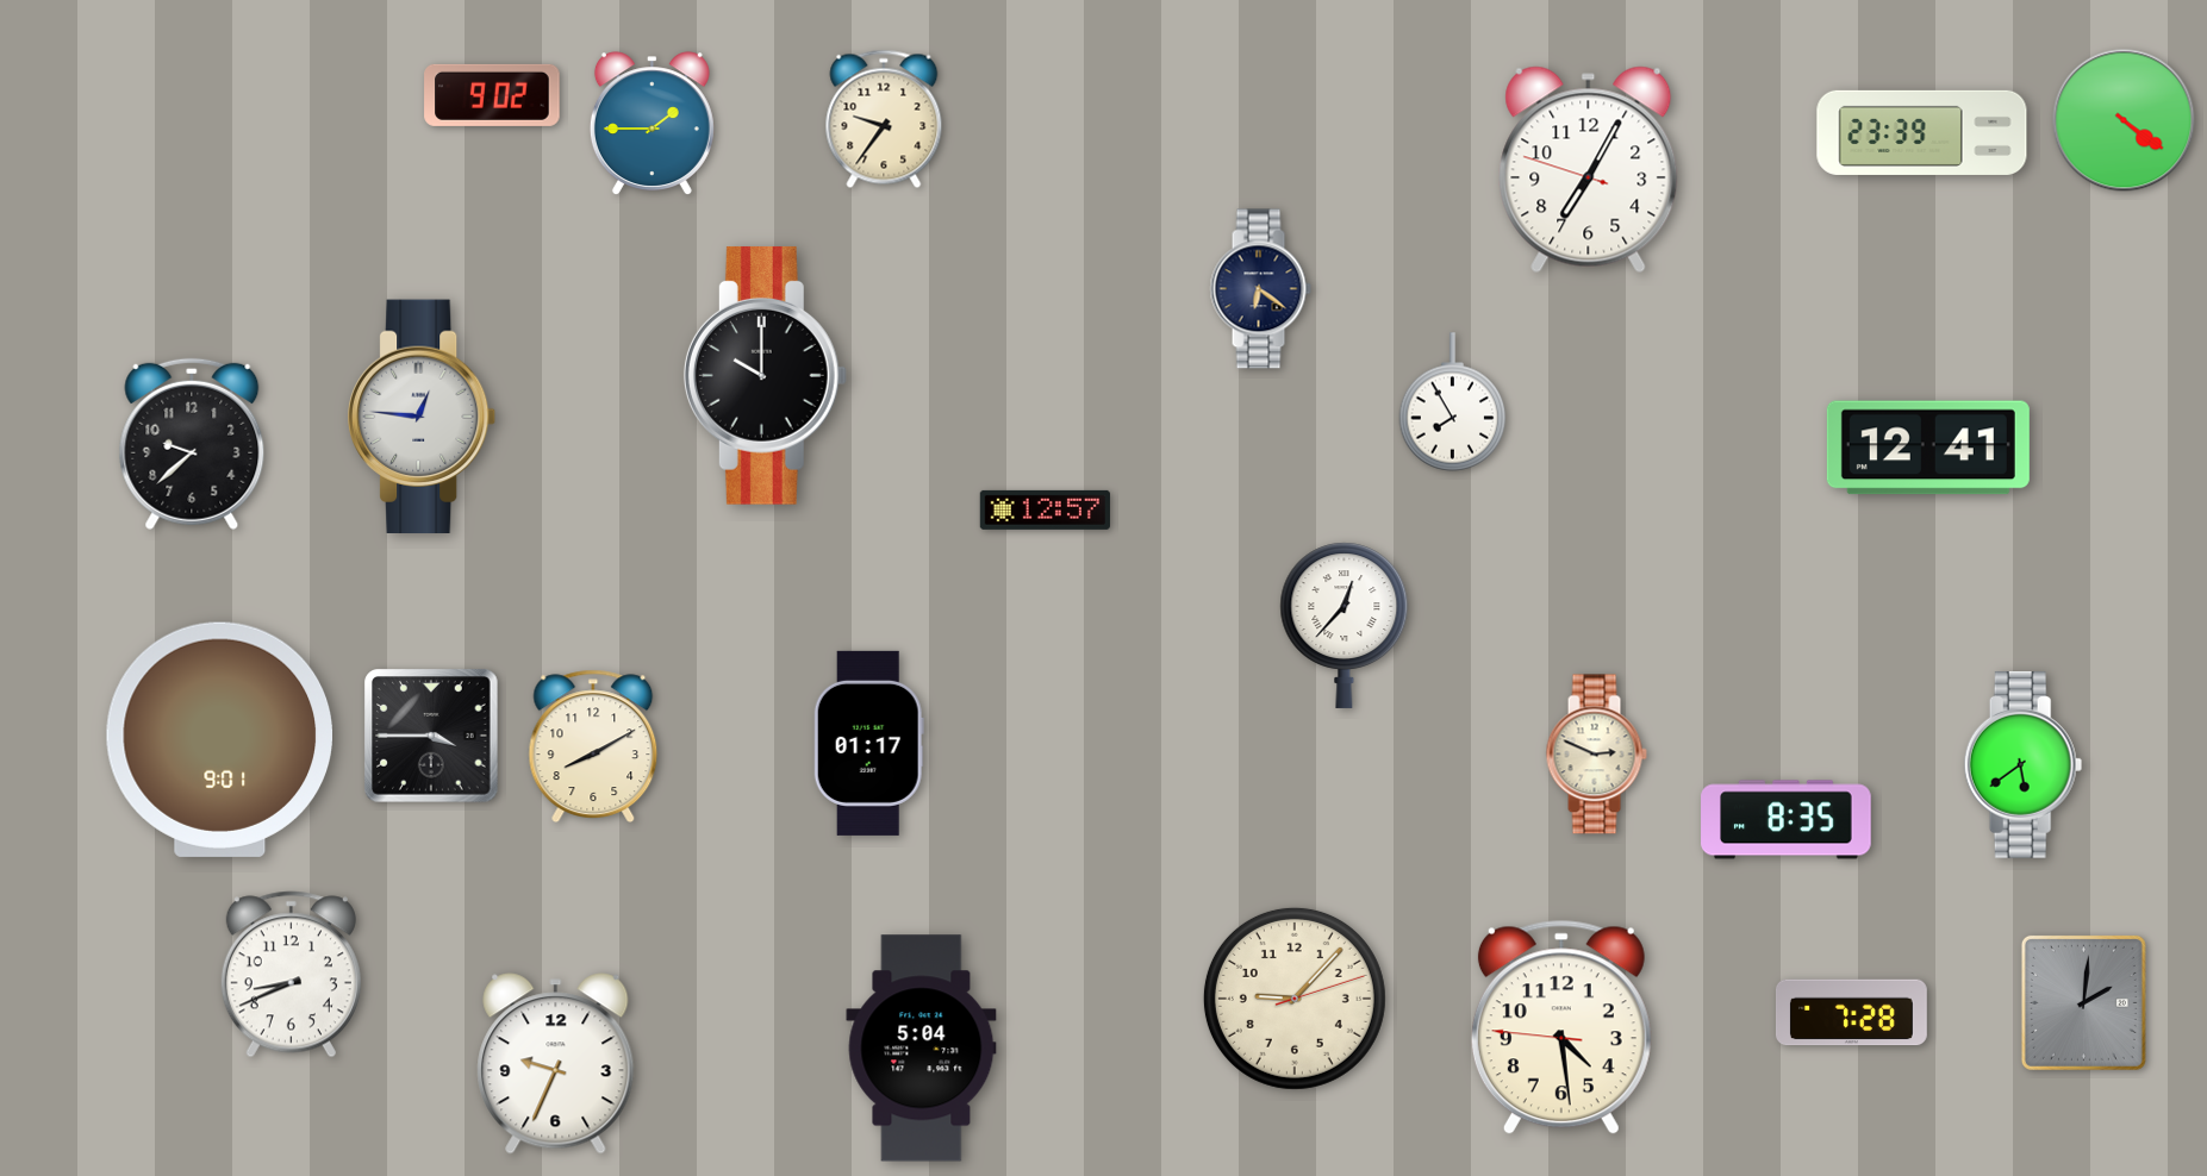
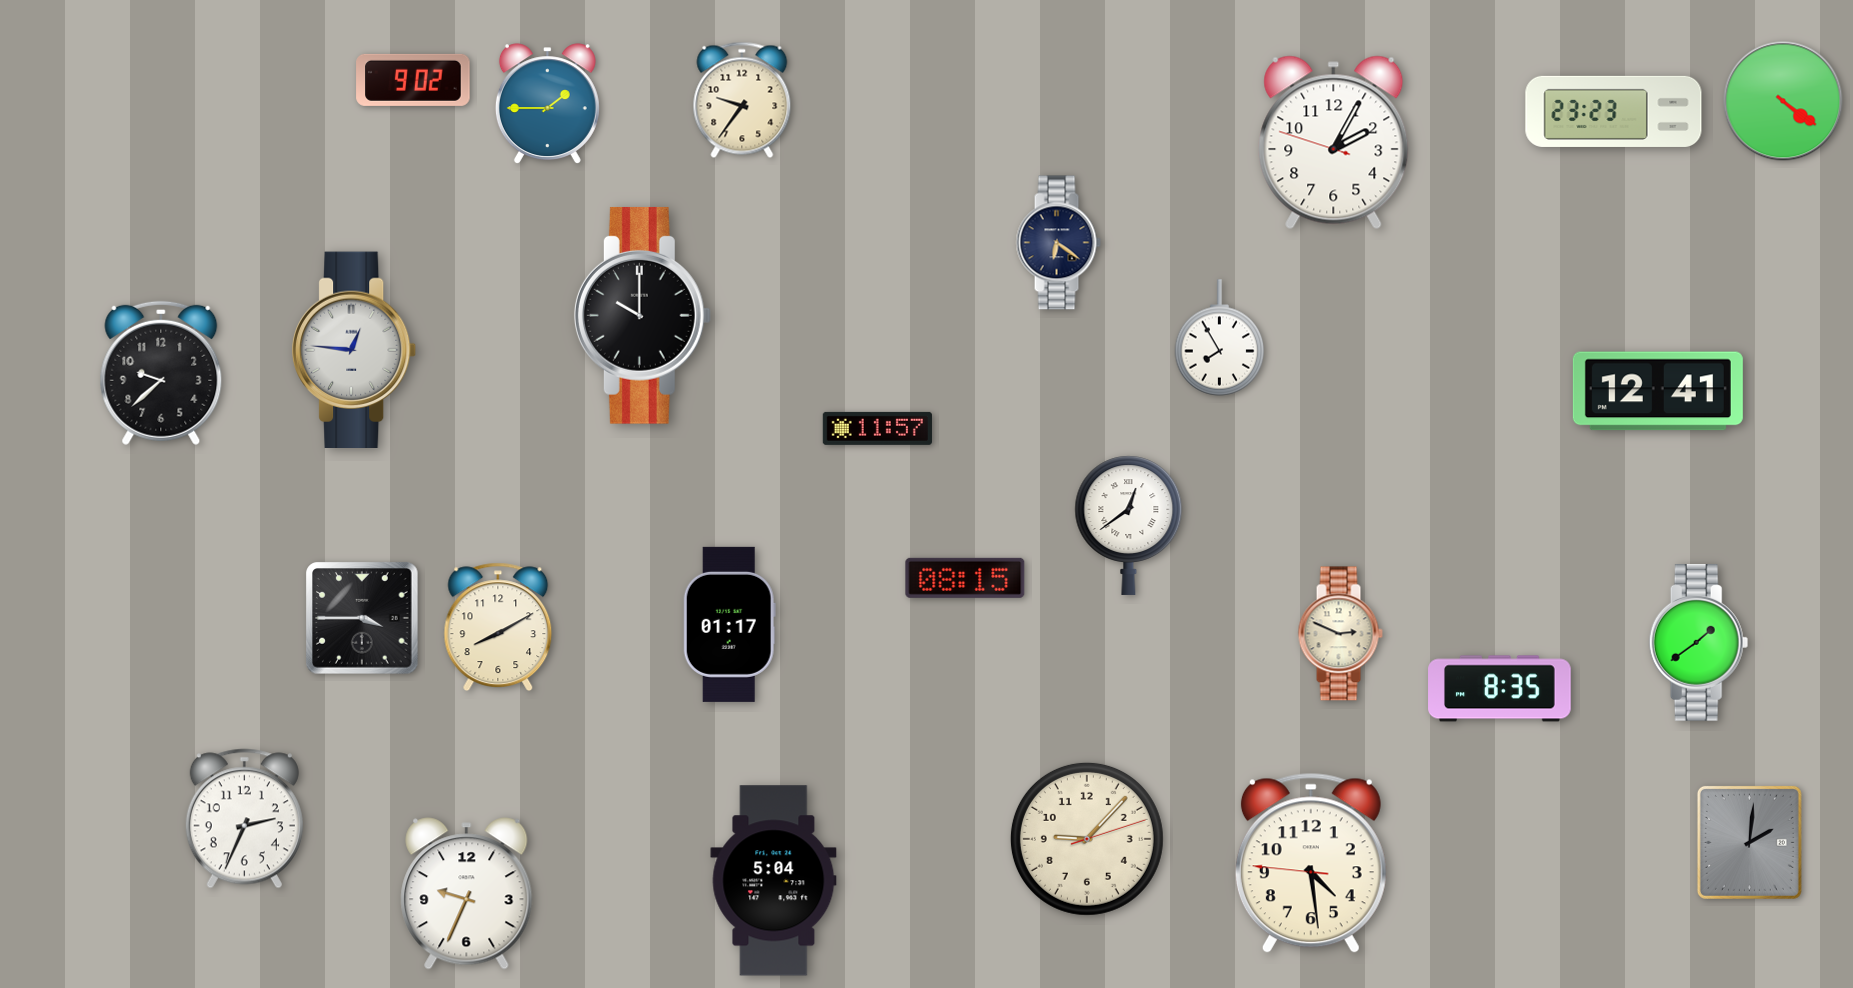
clock at (1922, 132): 23:39 -> 23:23
clock at (1589, 170): 7:04 -> 2:04
clock at (1928, 448) position: (1928, 448) -> (1658, 391)
clock at (1045, 509): 12:57 -> 11:57
clock at (1345, 625): 12:37 -> 12:39
clock at (965, 578): none -> 08:15
clock at (219, 739): 9:01 -> none
clock at (2024, 764): 5:39 -> 1:39
clock at (291, 975): 8:41 -> 2:34
clock at (1851, 1013): 7:28 -> none
